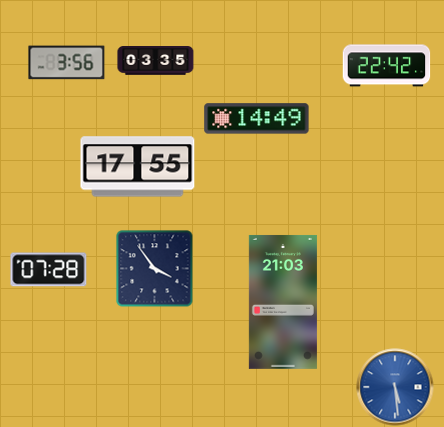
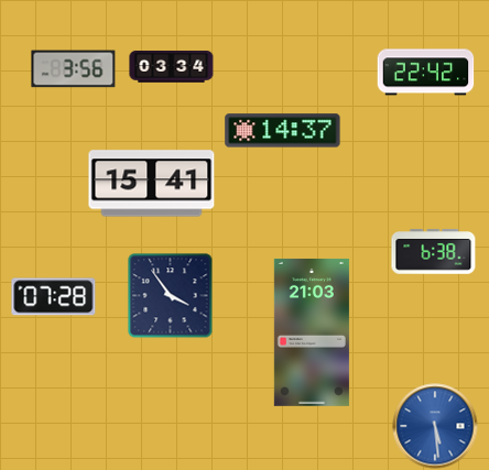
clock at (156, 61): 03:35 -> 03:34
clock at (257, 119): 14:49 -> 14:37
clock at (138, 167): 17:55 -> 15:41
clock at (434, 252): none -> 6:38
